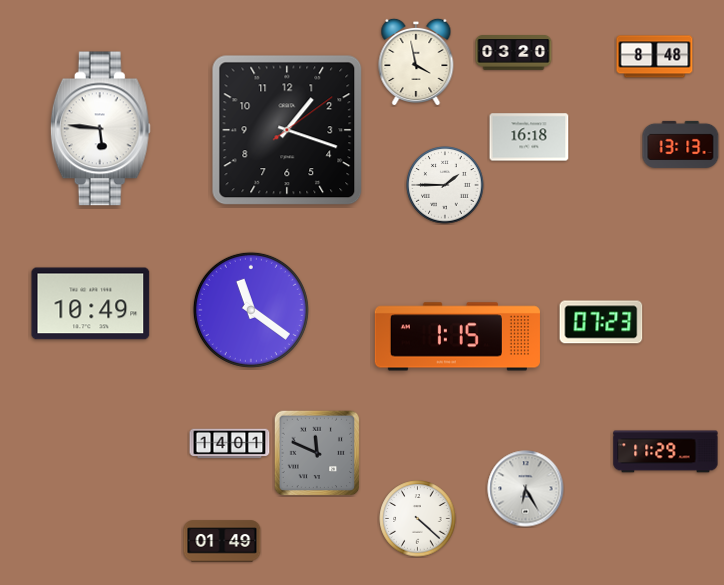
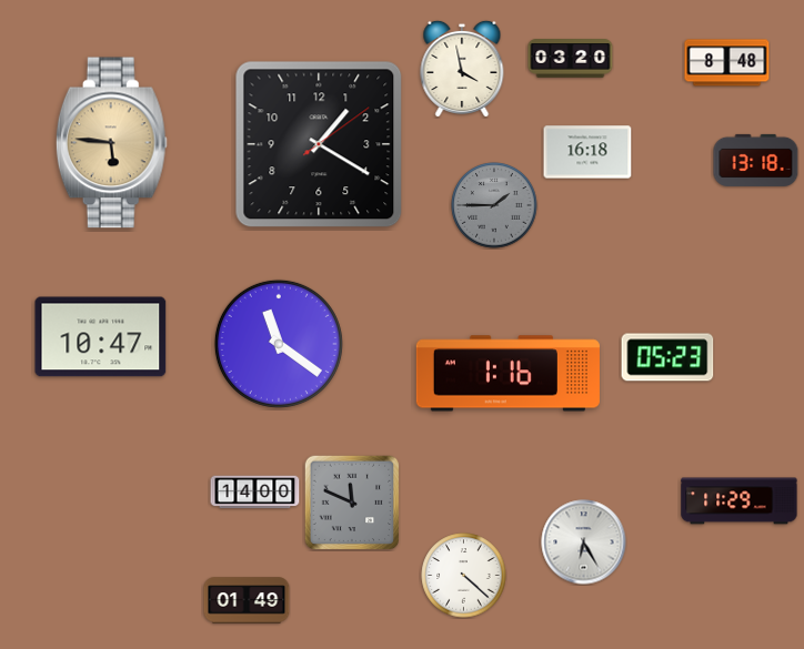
clock at (100, 129) dial: white -> champagne
clock at (287, 130): 1:18 -> 1:20
clock at (681, 144): 13:13 -> 13:18
clock at (445, 185) dial: white -> grey
clock at (91, 304): 10:49 -> 10:47
clock at (601, 322): 07:23 -> 05:23
clock at (457, 337): 1:15 -> 1:16
clock at (230, 444): 14:01 -> 14:00
